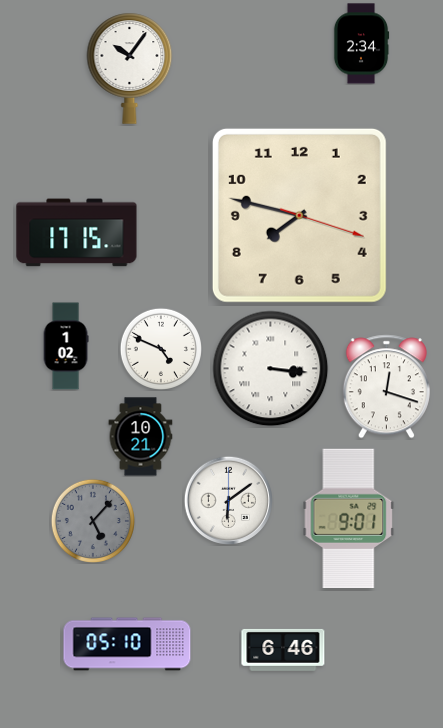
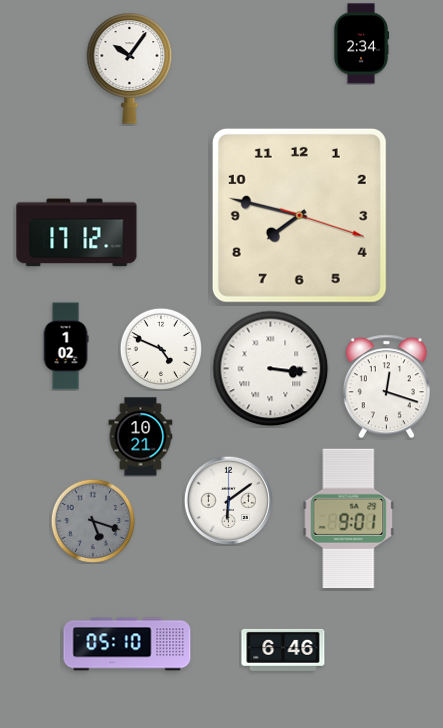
clock at (77, 233): 17:15 -> 17:12
clock at (92, 520): 5:07 -> 5:18
